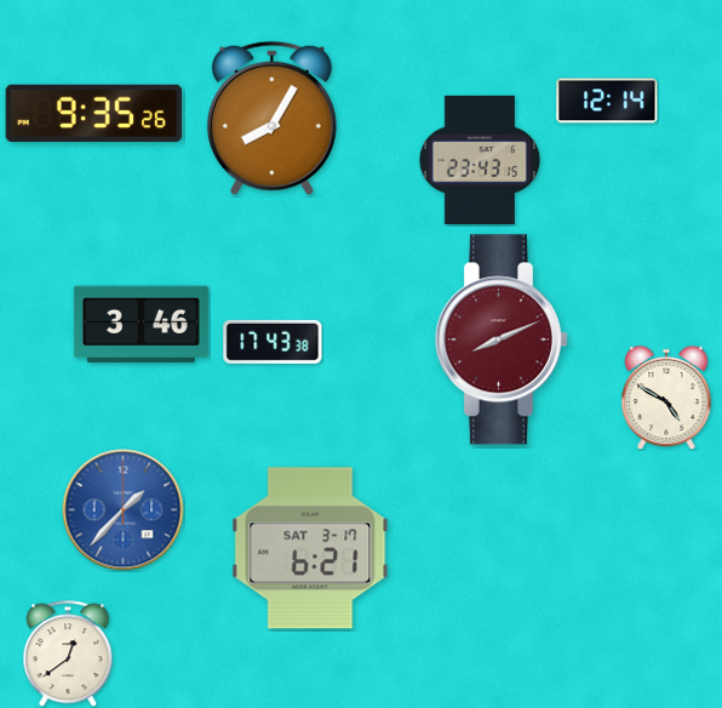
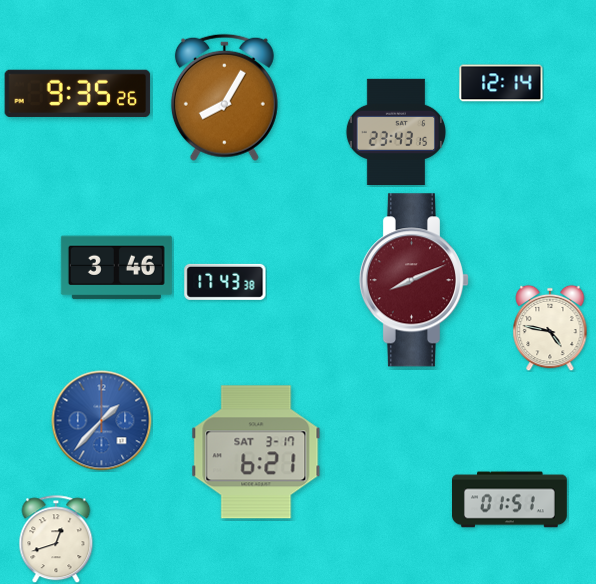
clock at (666, 398): 4:50 -> 4:47
clock at (510, 500): none -> 01:51
clock at (68, 653): 12:39 -> 12:42
